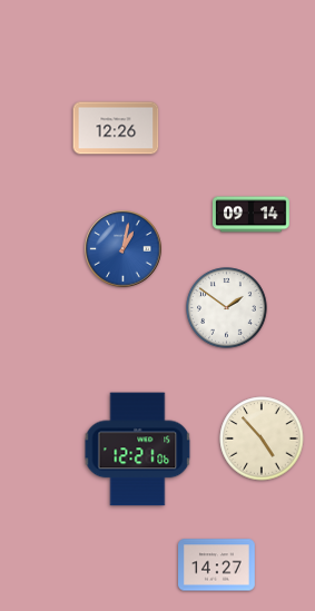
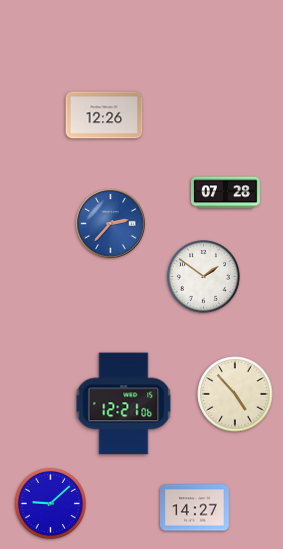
clock at (252, 215): 09:14 -> 07:28
clock at (124, 249): 1:02 -> 2:37
clock at (50, 503): none -> 9:08
